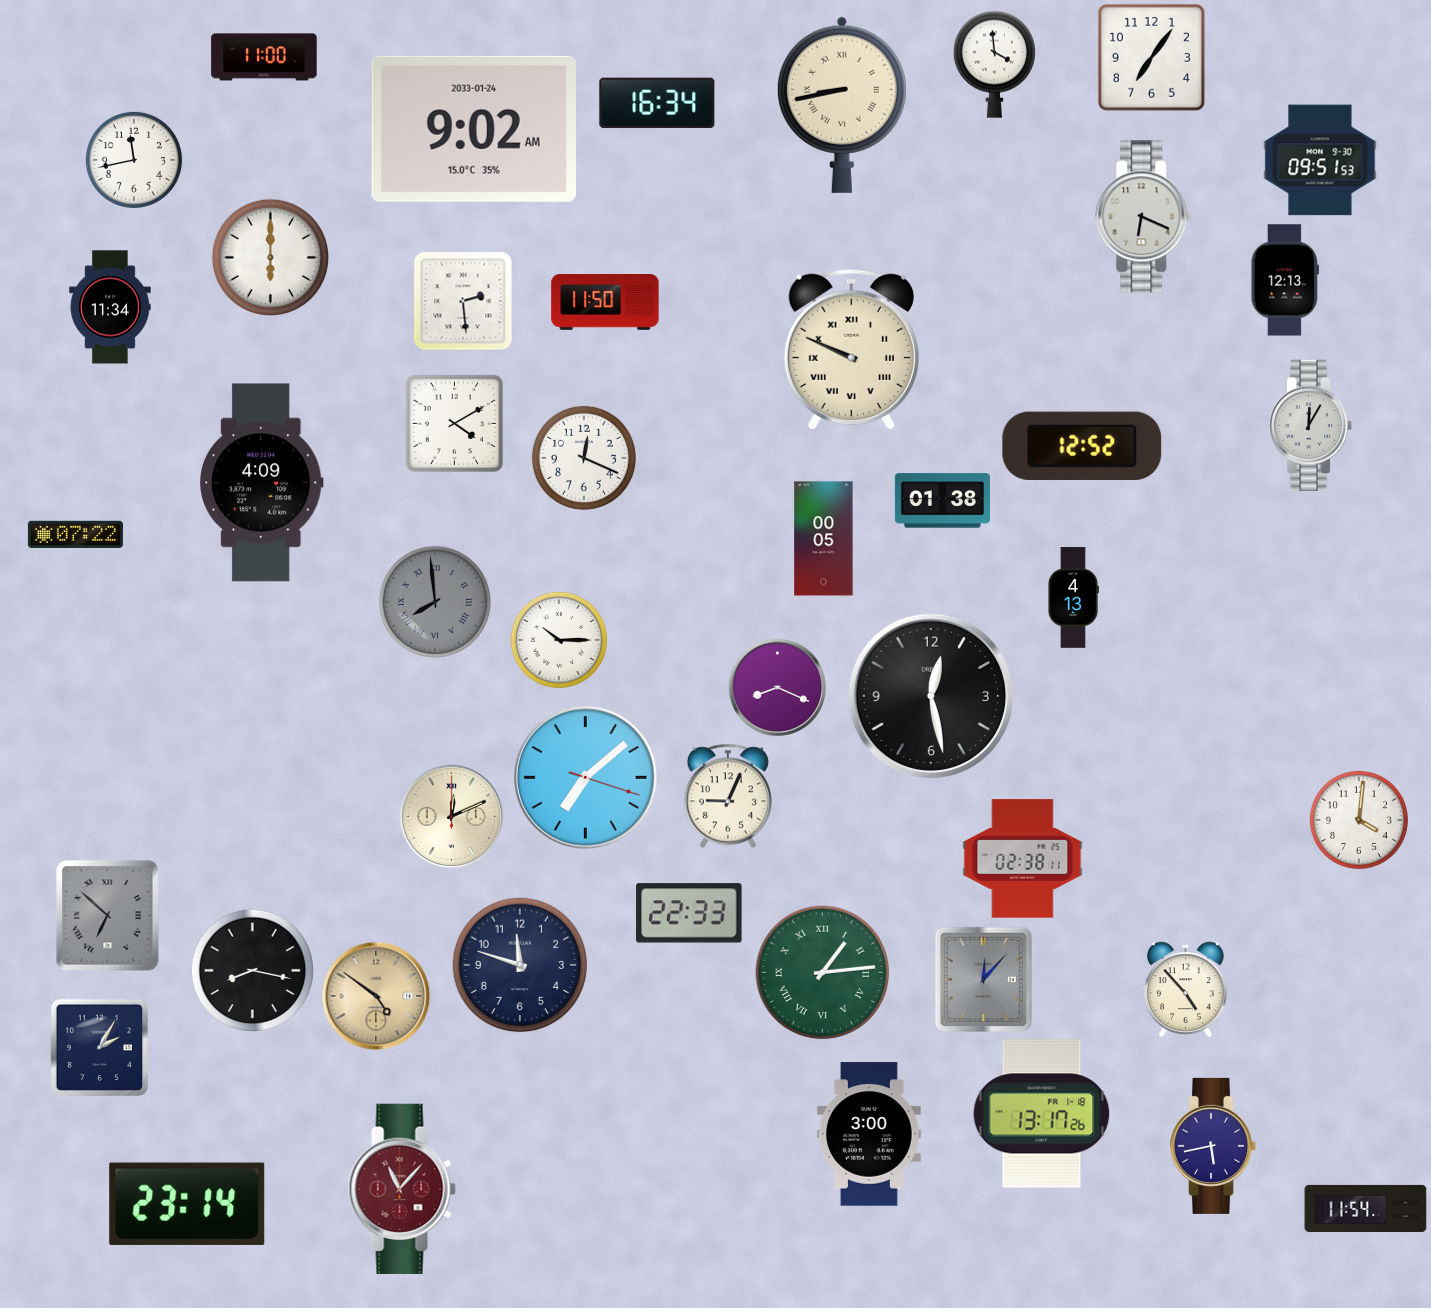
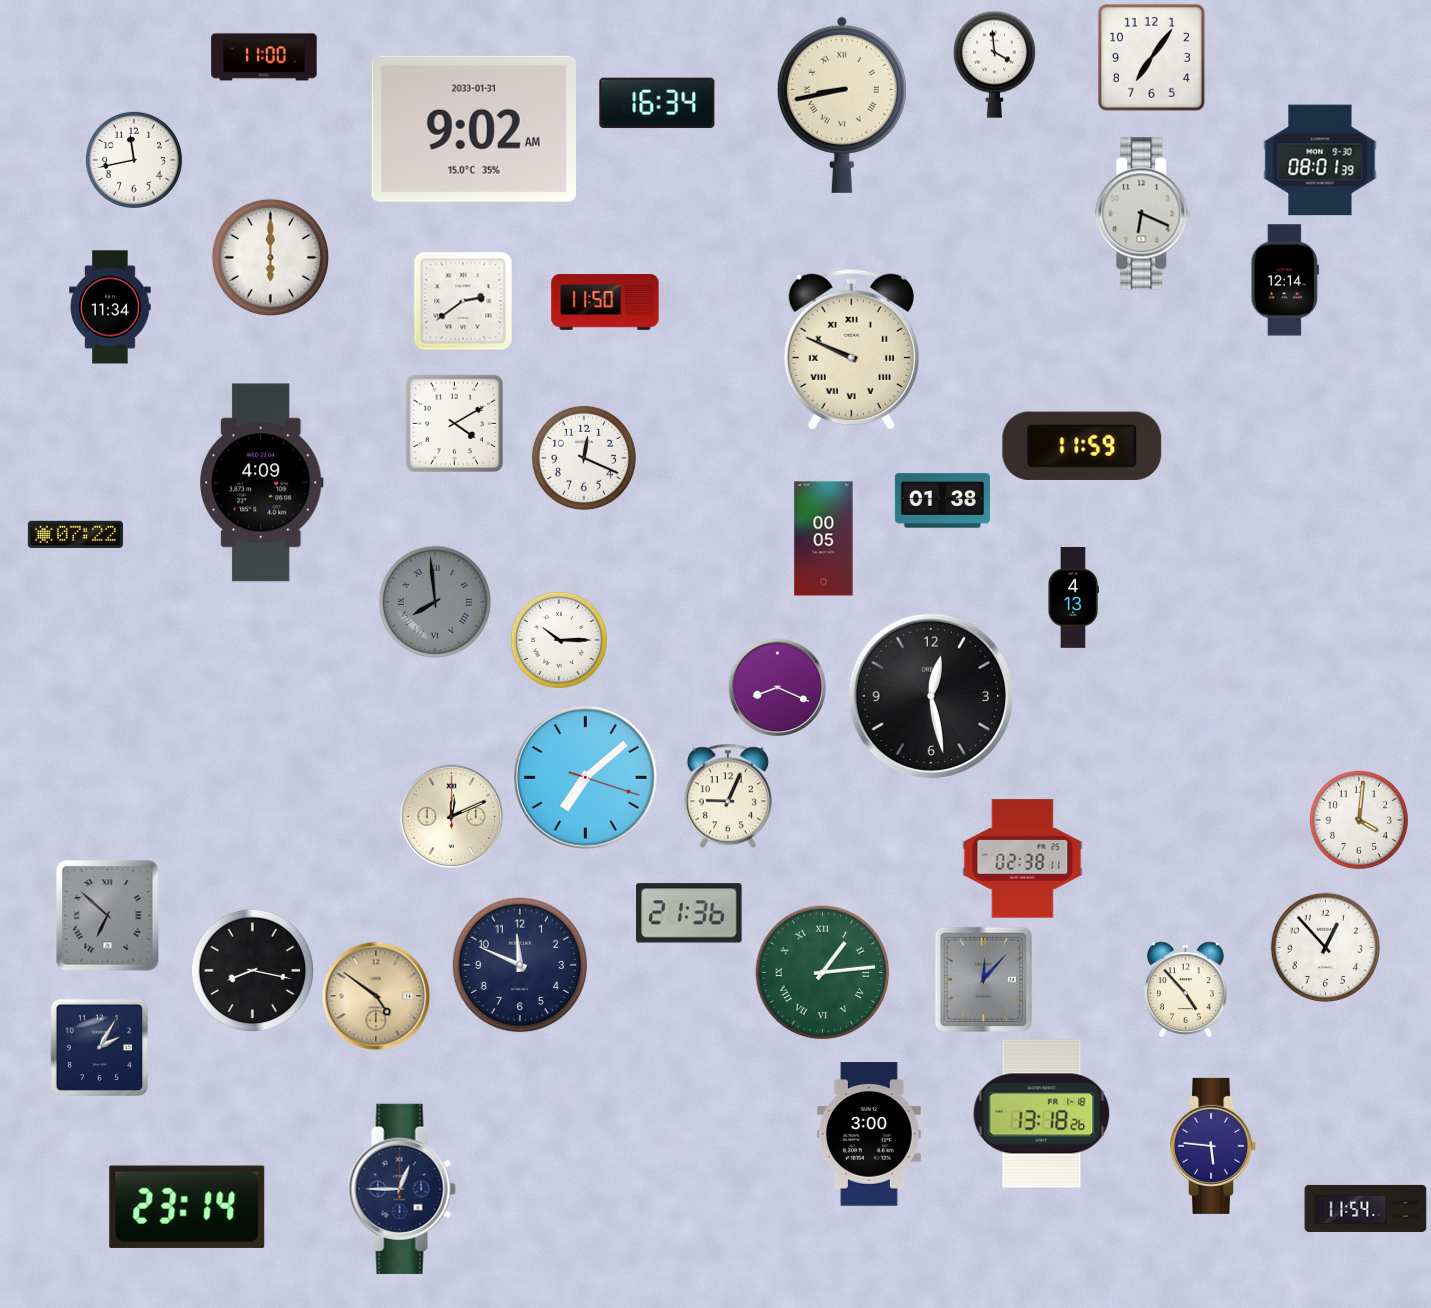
clock at (474, 129) date: 2033-01-24 -> 2033-01-31
clock at (1320, 160): 09:51 -> 08:01
clock at (1144, 217) position: (1144, 217) -> (1144, 214)
clock at (1284, 280): 12:13 -> 12:14
clock at (463, 301): 2:29 -> 2:39
clock at (1312, 425): 12:05 -> none
clock at (1082, 446): 12:52 -> 11:59
clock at (689, 913): 22:33 -> 21:36
clock at (1325, 947): none -> 12:53
clock at (520, 965): 11:48 -> 11:49
clock at (1042, 1114): 13:17 -> 13:18
clock at (1213, 1146): 5:43 -> 5:46
clock at (402, 1189): 11:07 -> 12:45
clock at (402, 1189) dial: burgundy -> navy
clock at (187, 1204) position: (187, 1204) -> (187, 1207)
